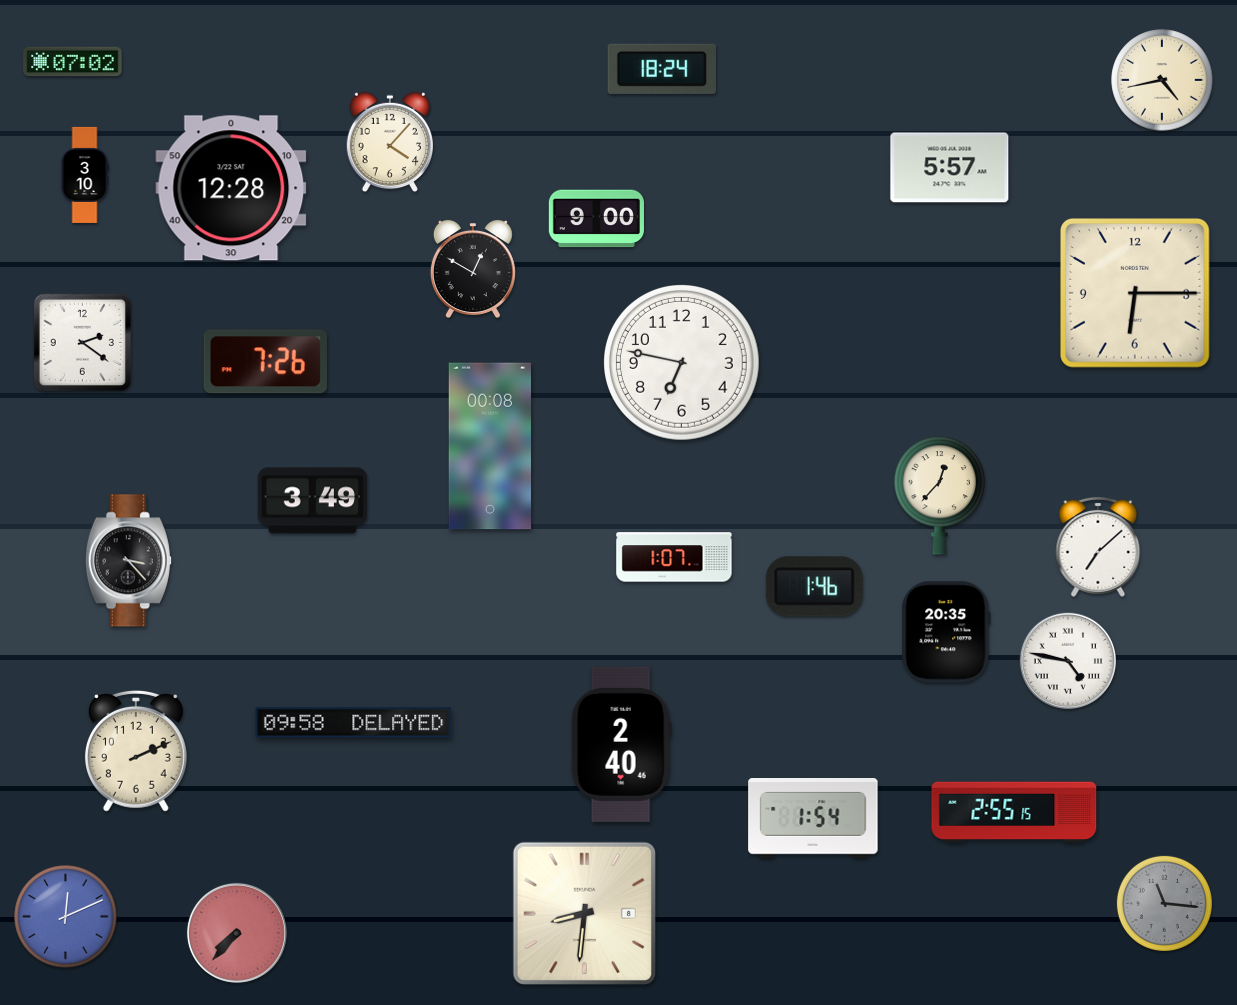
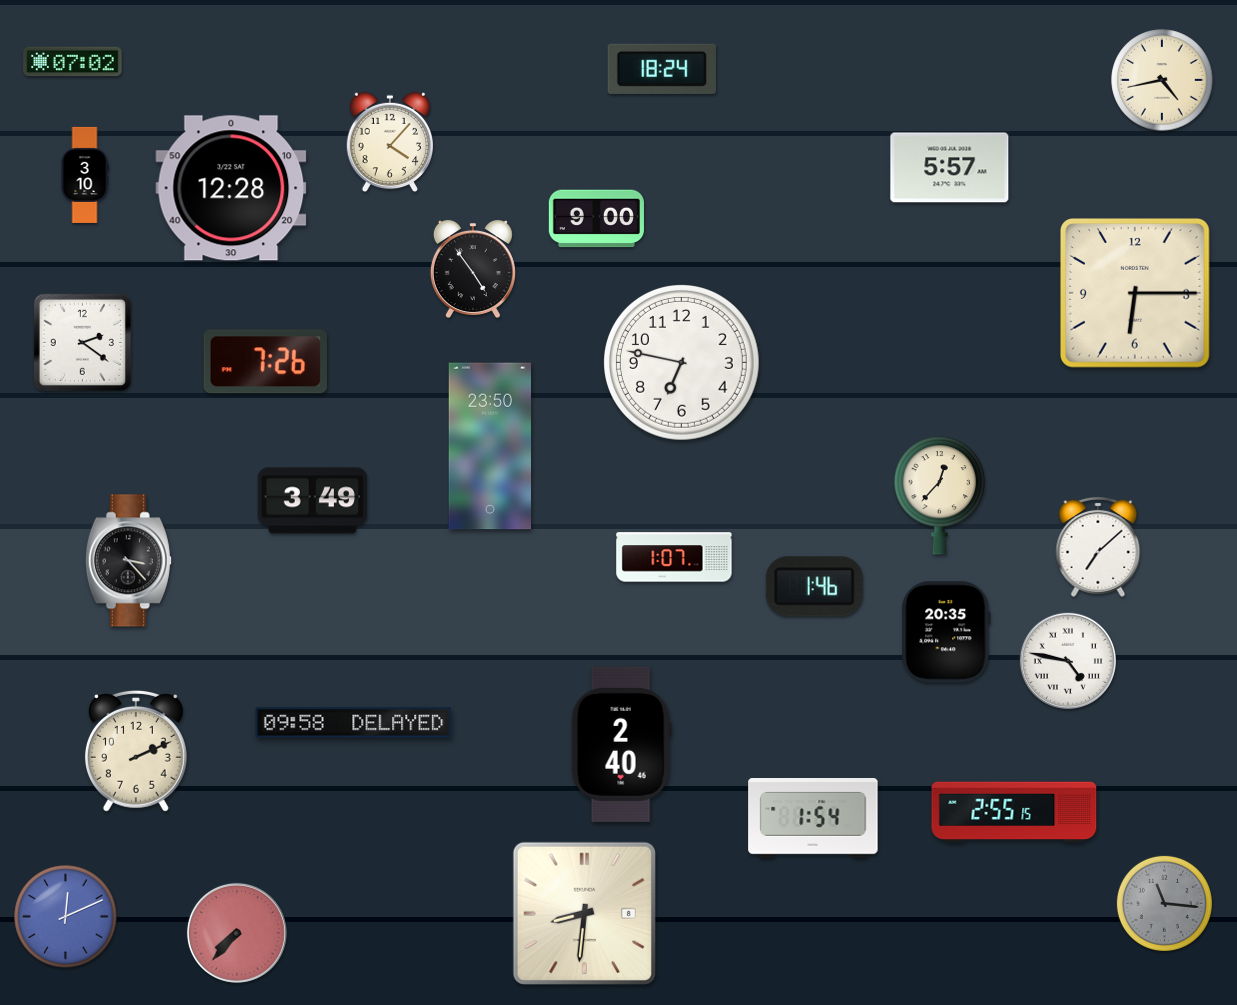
clock at (473, 268): 12:50 -> 4:54
clock at (489, 446): 00:08 -> 23:50
